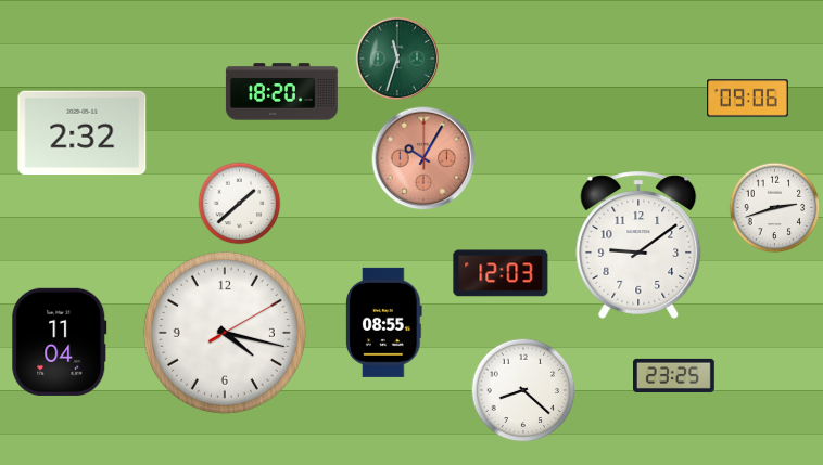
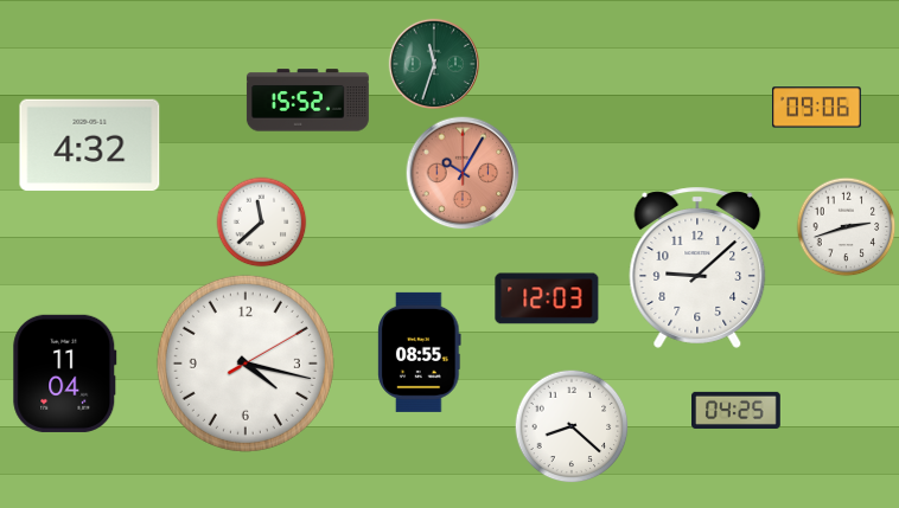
clock at (281, 92): 18:20 -> 15:52
clock at (83, 133): 2:32 -> 4:32
clock at (240, 204): 1:38 -> 11:38
clock at (638, 245): 9:09 -> 9:08
clock at (674, 375): 23:25 -> 04:25
